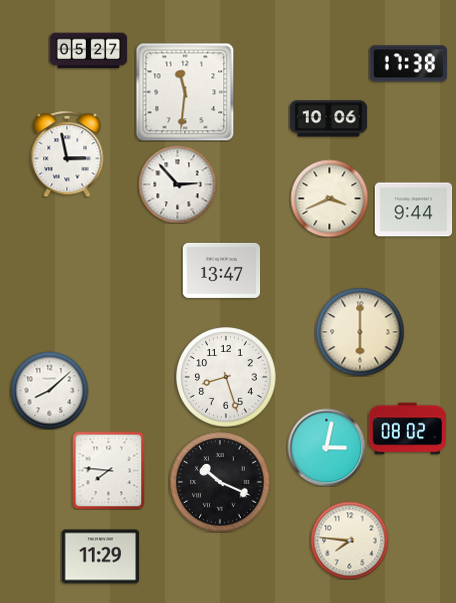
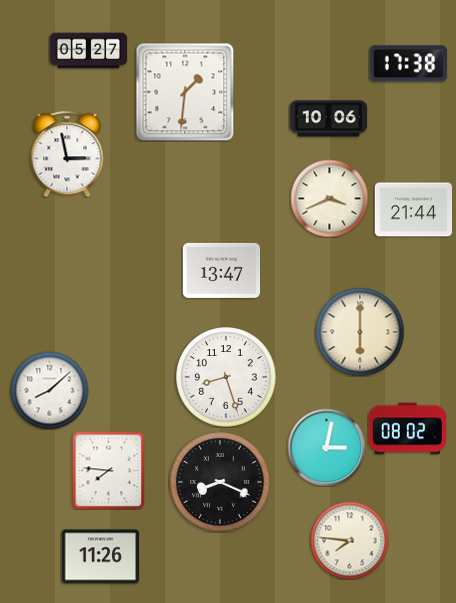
clock at (185, 92): 11:31 -> 1:31
clock at (177, 184): 2:53 -> none
clock at (413, 210): 9:44 -> 21:44
clock at (220, 482): 10:19 -> 8:19
clock at (100, 557): 11:29 -> 11:26
